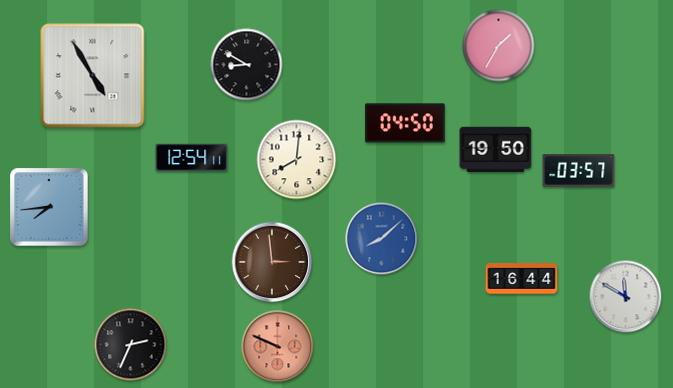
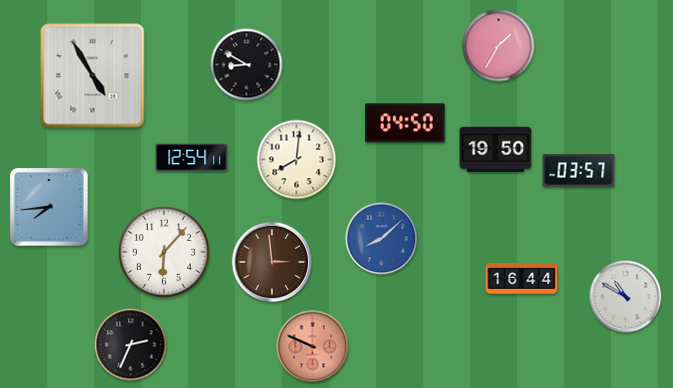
clock at (164, 252): none -> 6:07
clock at (626, 297): 11:50 -> 10:50
clock at (278, 347) position: (278, 347) -> (313, 347)
